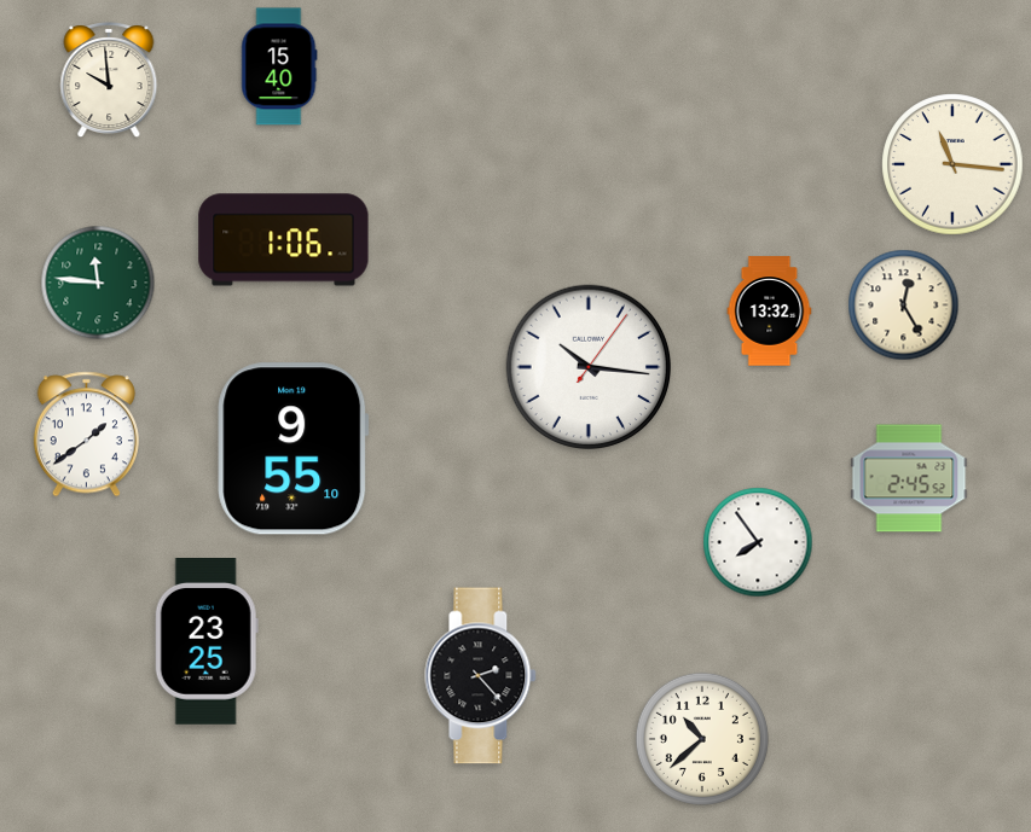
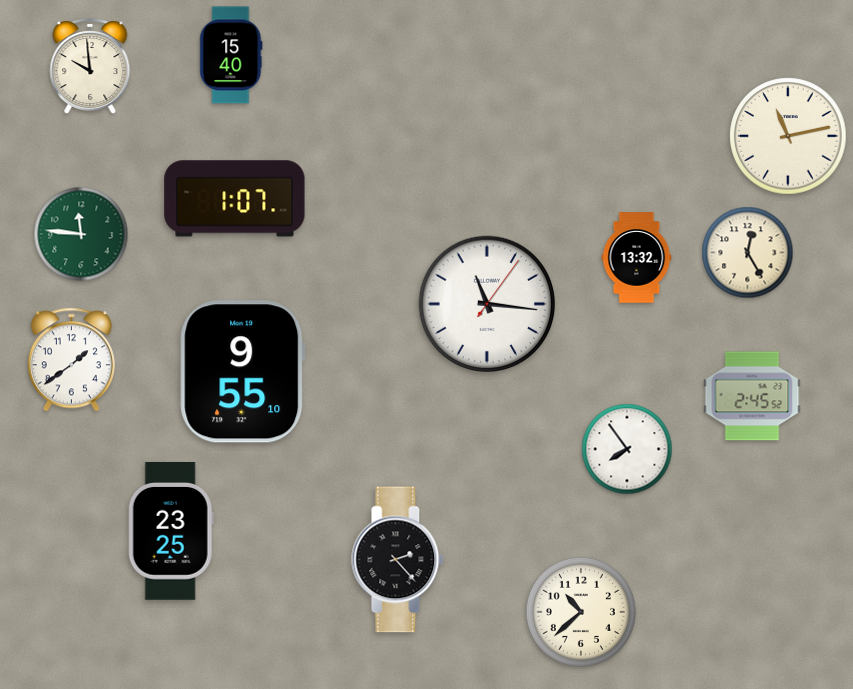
clock at (952, 164): 11:16 -> 11:13
clock at (284, 240): 1:06 -> 1:07
clock at (589, 367): 10:16 -> 11:16
